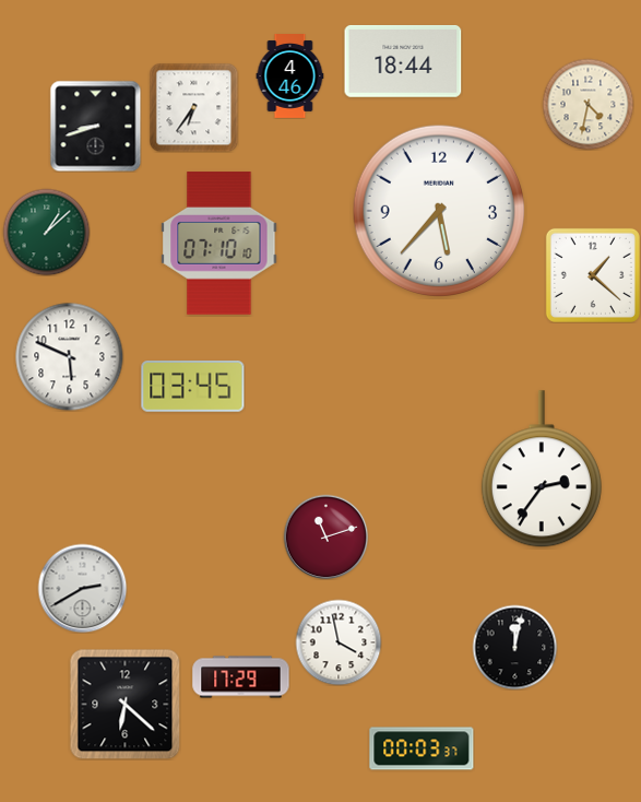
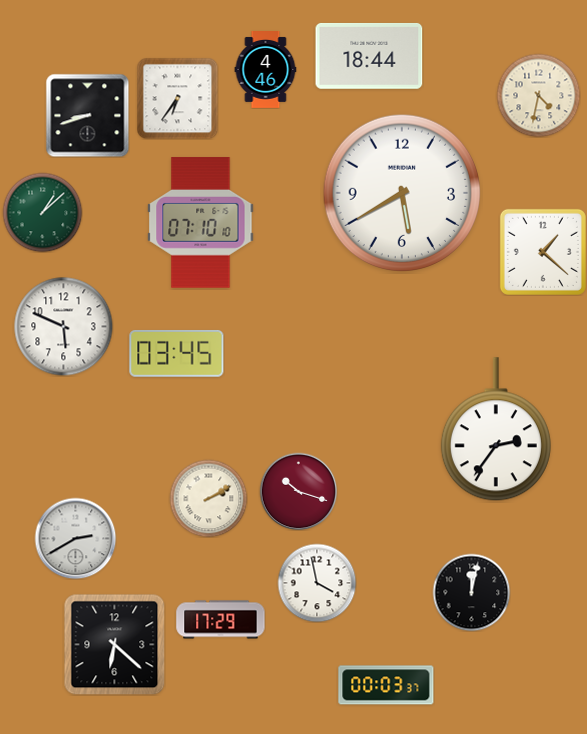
clock at (439, 211): 5:37 -> 5:40
clock at (325, 536): 11:12 -> 10:18
clock at (208, 498): none -> 2:10
clock at (339, 642) position: (339, 642) -> (317, 583)
